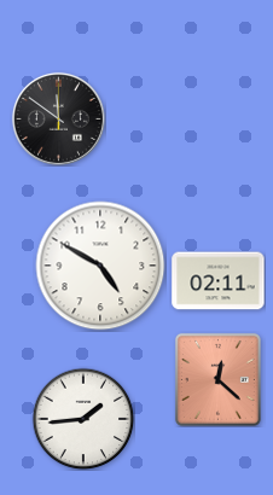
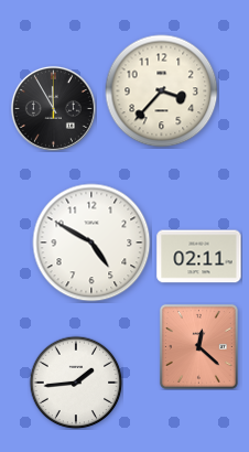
clock at (162, 92): none -> 3:37
clock at (58, 118): 11:51 -> 11:55
